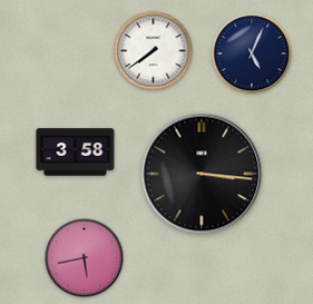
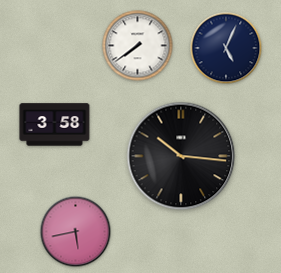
clock at (76, 153) position: (76, 153) -> (55, 125)
clock at (202, 174): 3:16 -> 10:16
